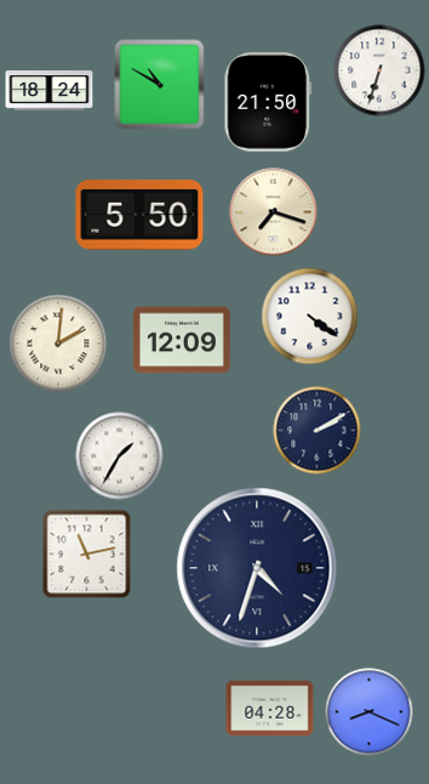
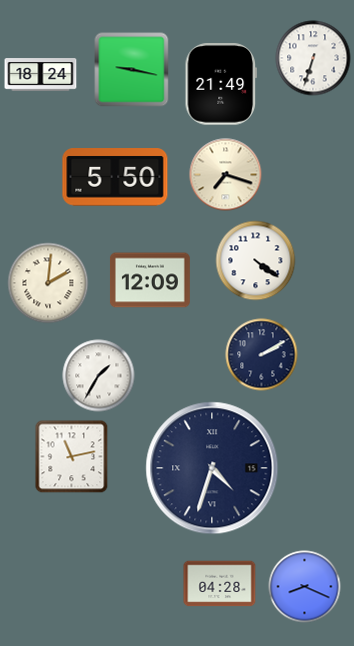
clock at (160, 85): 10:50 -> 9:17
clock at (267, 102): 21:50 -> 21:49
clock at (270, 709) position: (270, 709) -> (220, 584)
